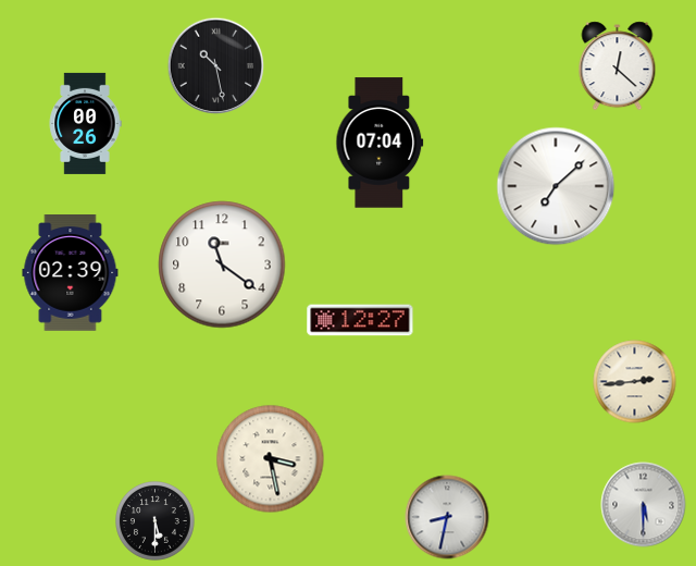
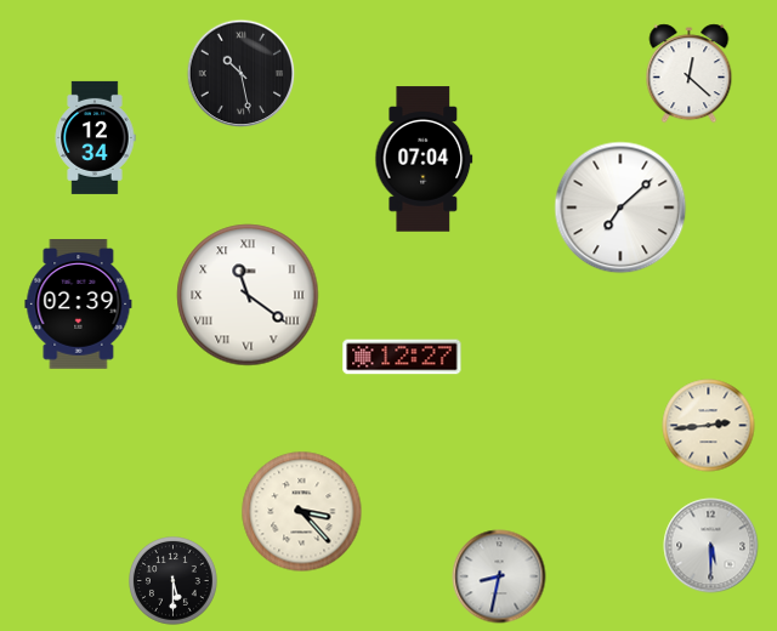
clock at (85, 123): 00:26 -> 12:34
clock at (222, 264) numerals: Arabic -> Roman
clock at (271, 459): 3:28 -> 3:23
clock at (644, 505) position: (644, 505) -> (711, 546)
